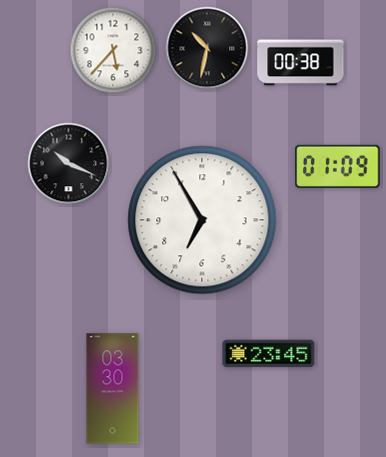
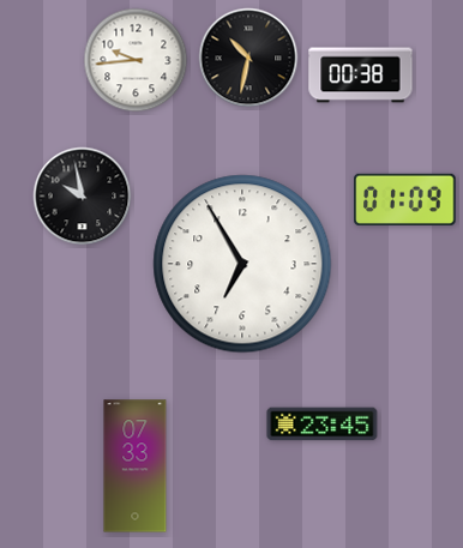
clock at (113, 50): 5:37 -> 9:44
clock at (69, 164): 10:19 -> 9:58
clock at (113, 389): 03:30 -> 07:33
